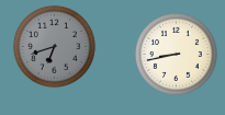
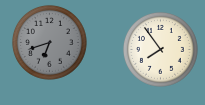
clock at (176, 54): 8:43 -> 7:54
